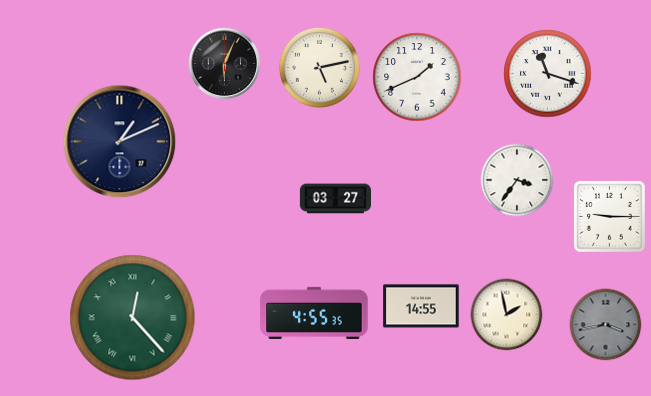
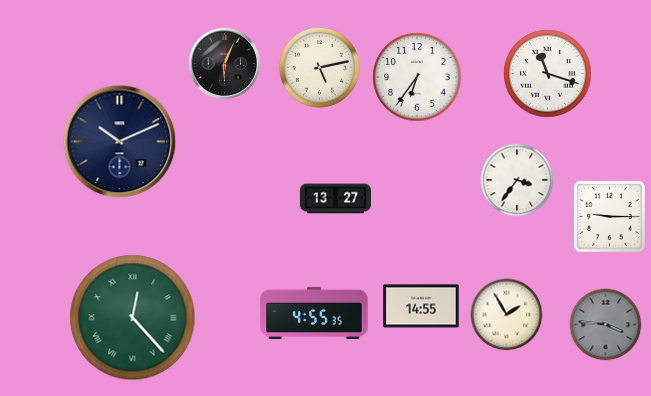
clock at (417, 77): 1:41 -> 6:36
clock at (120, 142): 1:11 -> 10:11
clock at (335, 199): 03:27 -> 13:27
clock at (507, 315): 1:58 -> 1:55
clock at (606, 325): 3:43 -> 3:46
